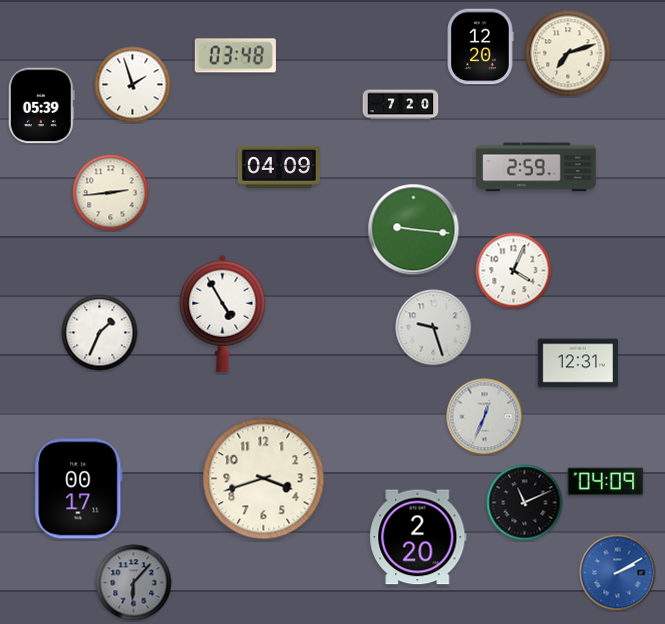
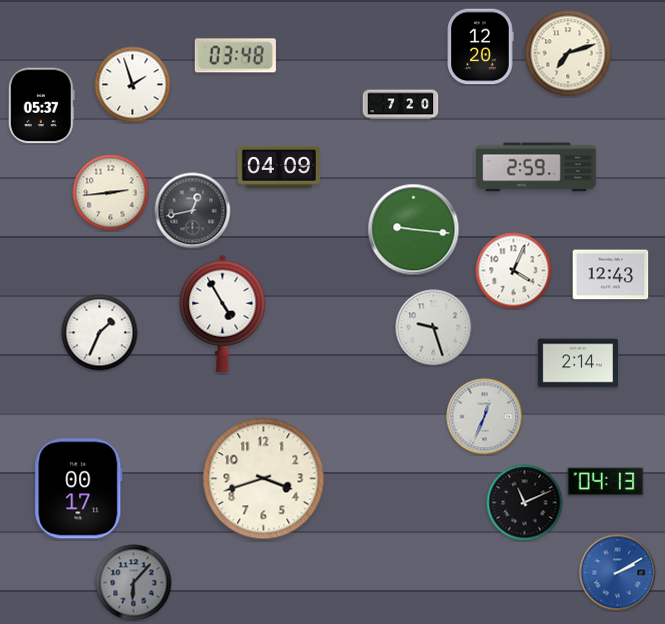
clock at (41, 106): 05:39 -> 05:37
clock at (193, 211): none -> 12:43
clock at (611, 275): none -> 12:43
clock at (577, 363): 12:31 -> 2:14
clock at (606, 482): 04:09 -> 04:13
clock at (418, 537): 2:20 -> none
